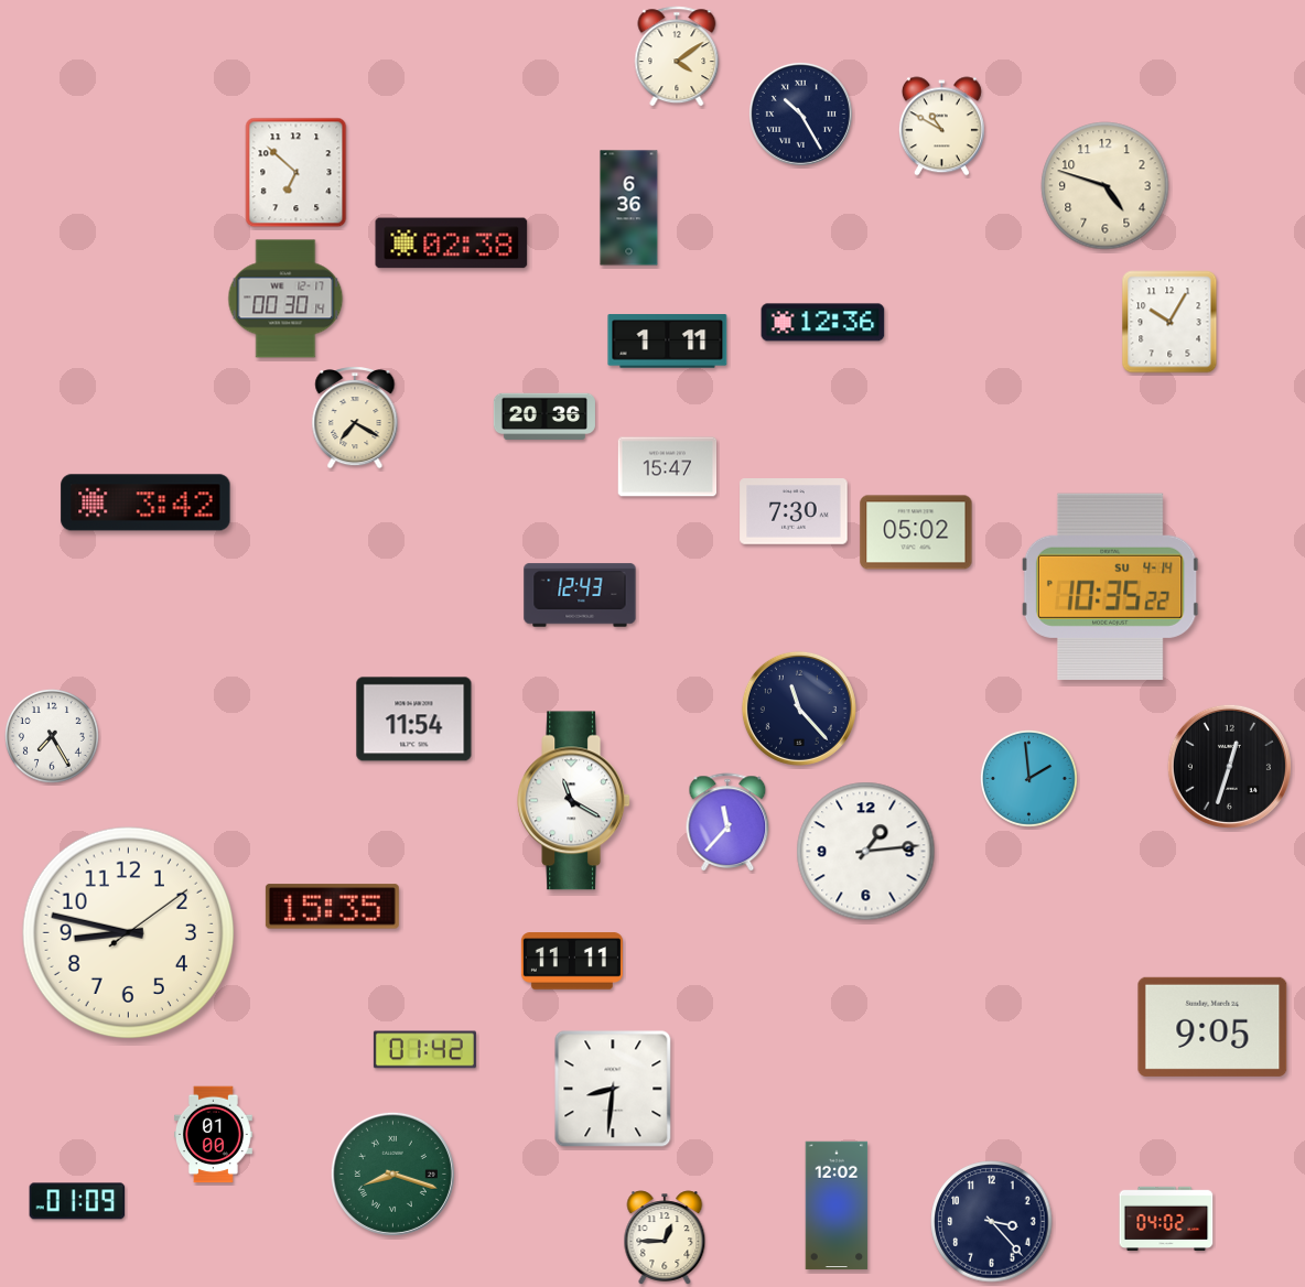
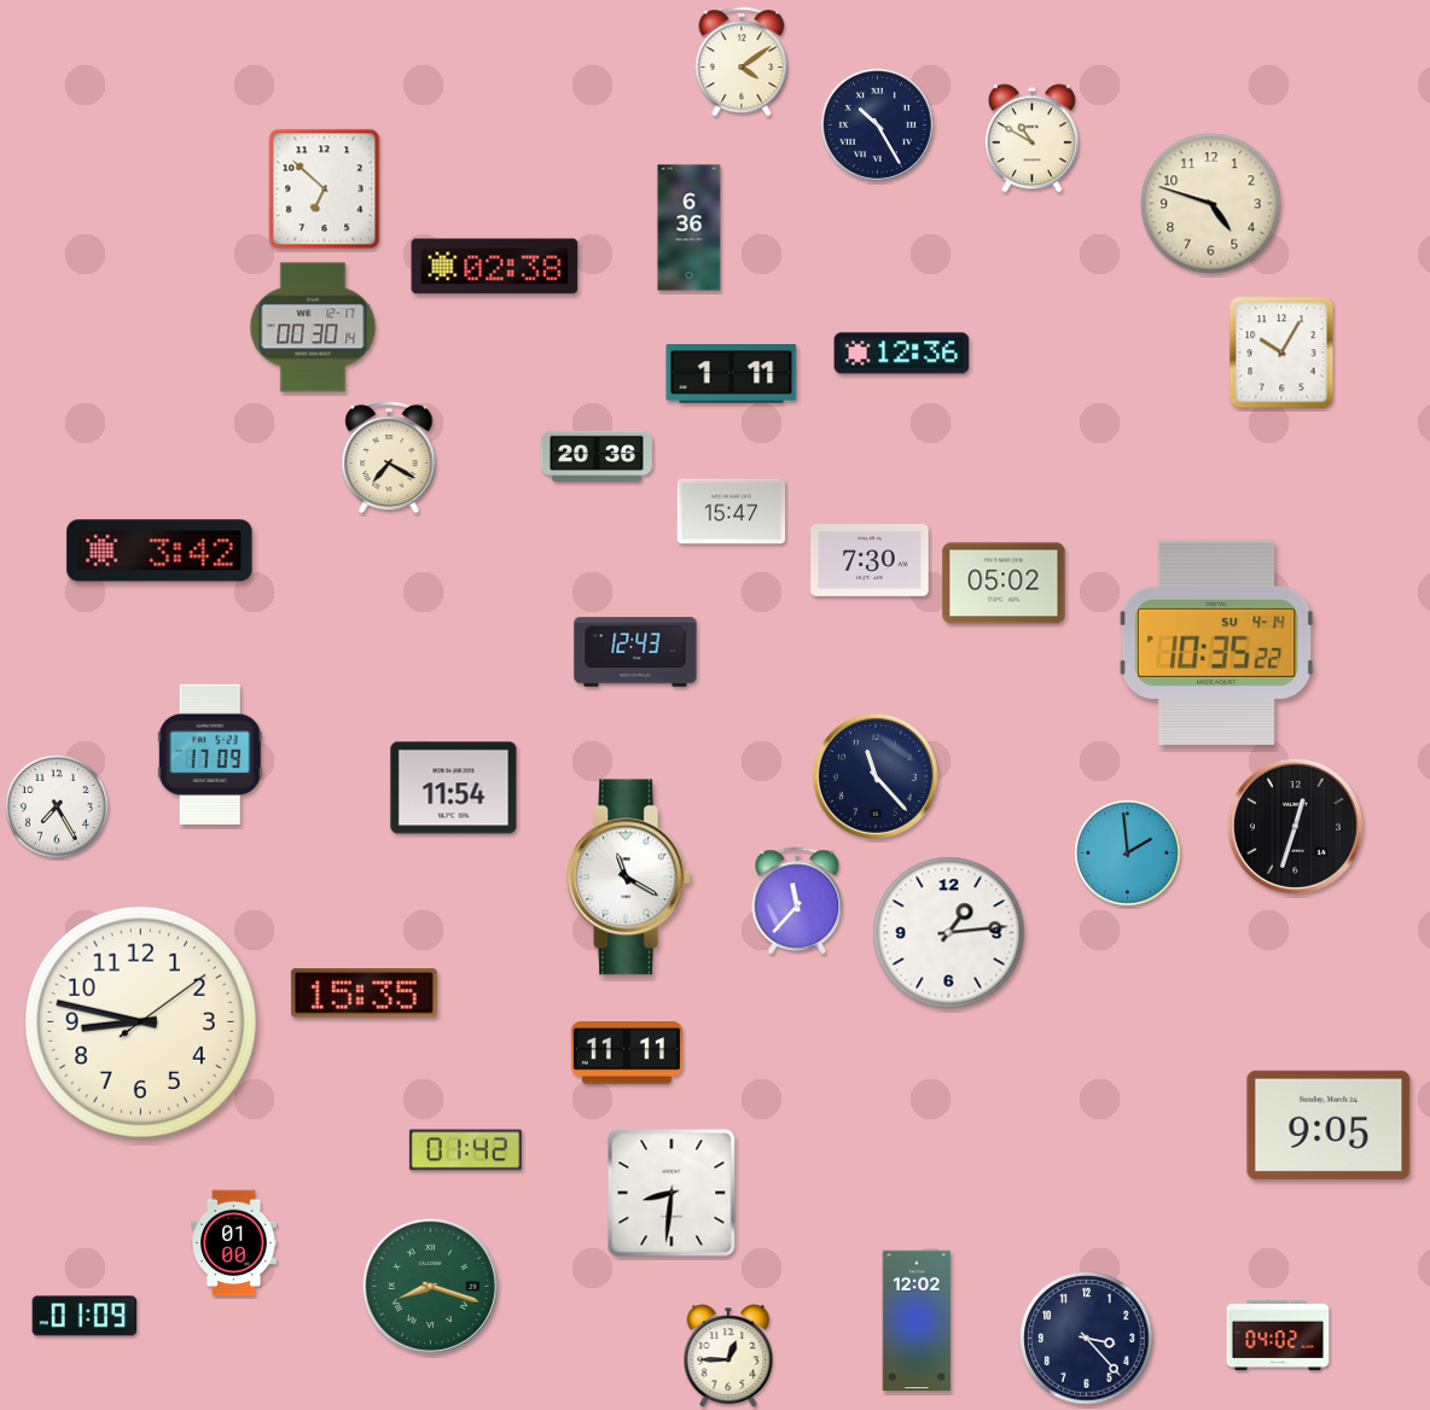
clock at (210, 753): none -> 17:09
clock at (1229, 766) position: (1229, 766) -> (1295, 826)
